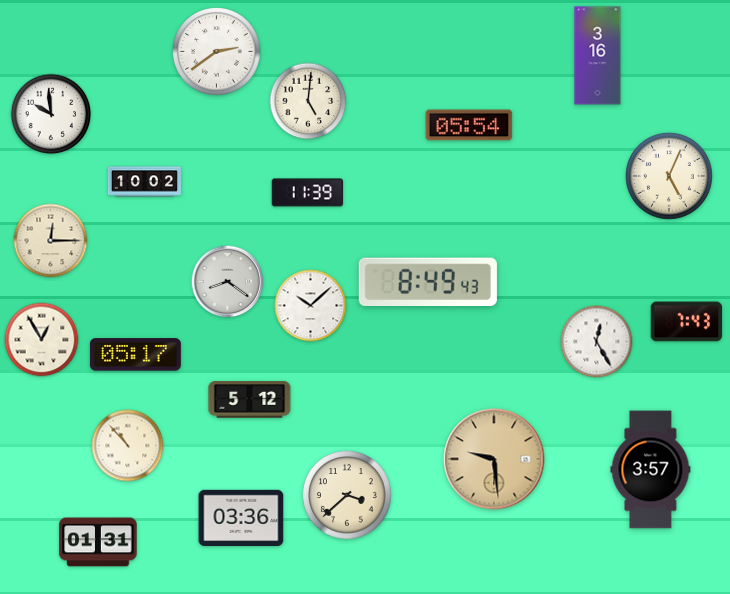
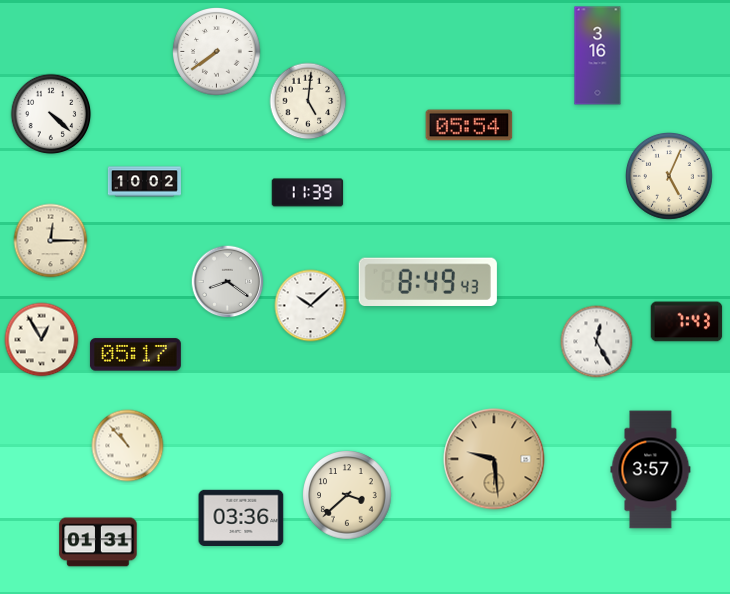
clock at (217, 52): 2:39 -> 7:39
clock at (51, 114): 9:59 -> 4:22
clock at (250, 400): 5:12 -> none
